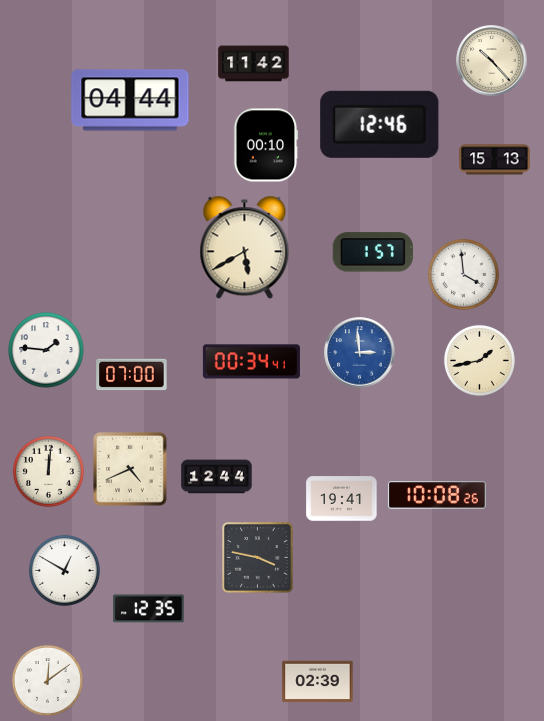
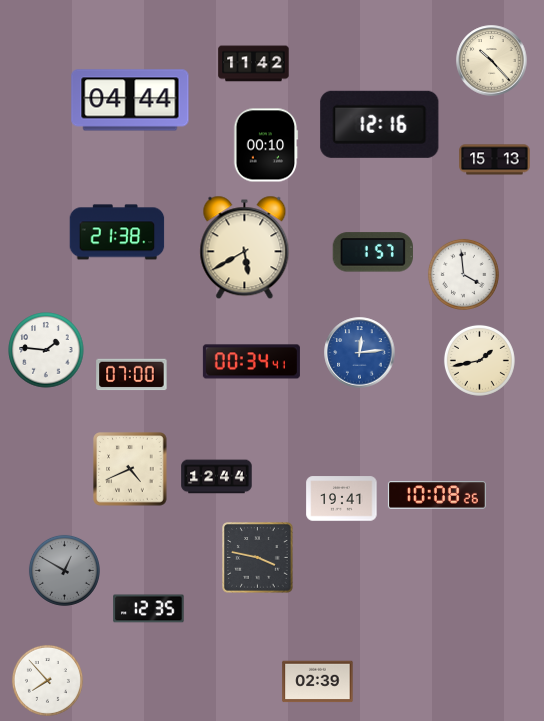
clock at (380, 124): 12:46 -> 12:16
clock at (117, 232): none -> 21:38
clock at (360, 353): 2:59 -> 12:14
clock at (48, 471): 12:01 -> none
clock at (64, 570) dial: white -> grey
clock at (47, 680): 12:09 -> 7:53
